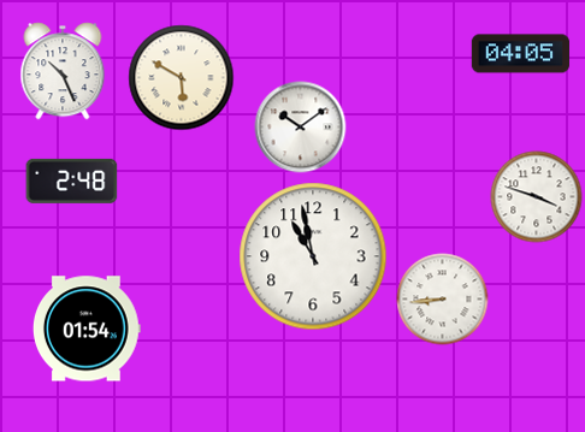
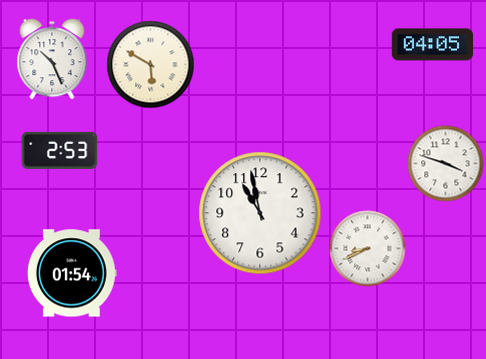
clock at (301, 128): 10:09 -> none
clock at (72, 181): 2:48 -> 2:53
clock at (443, 300): 8:44 -> 8:41
